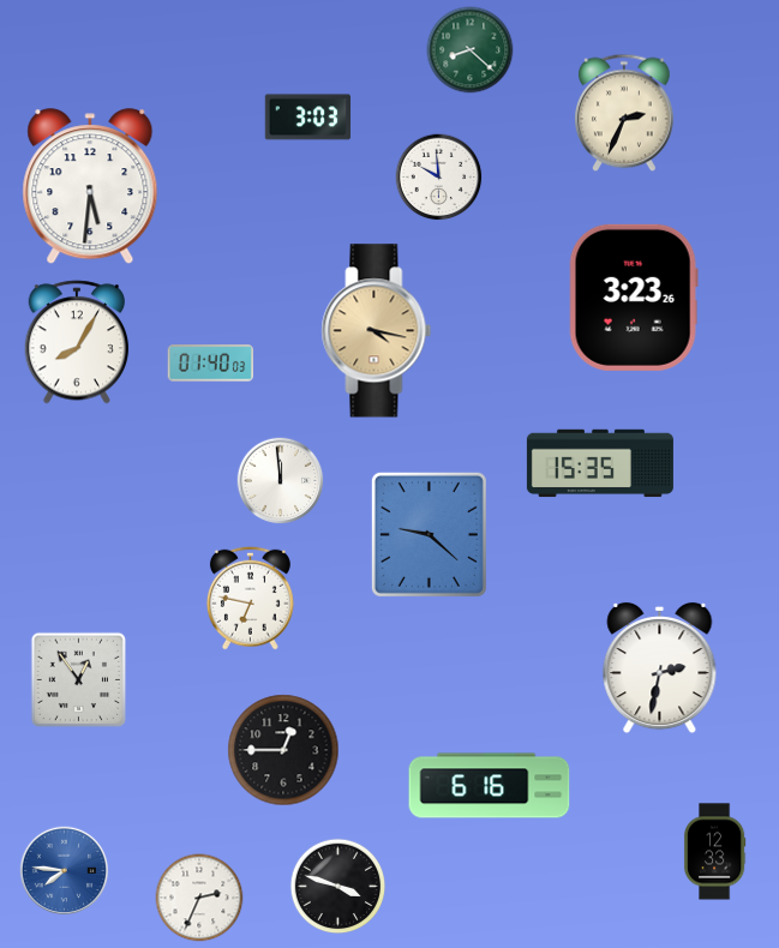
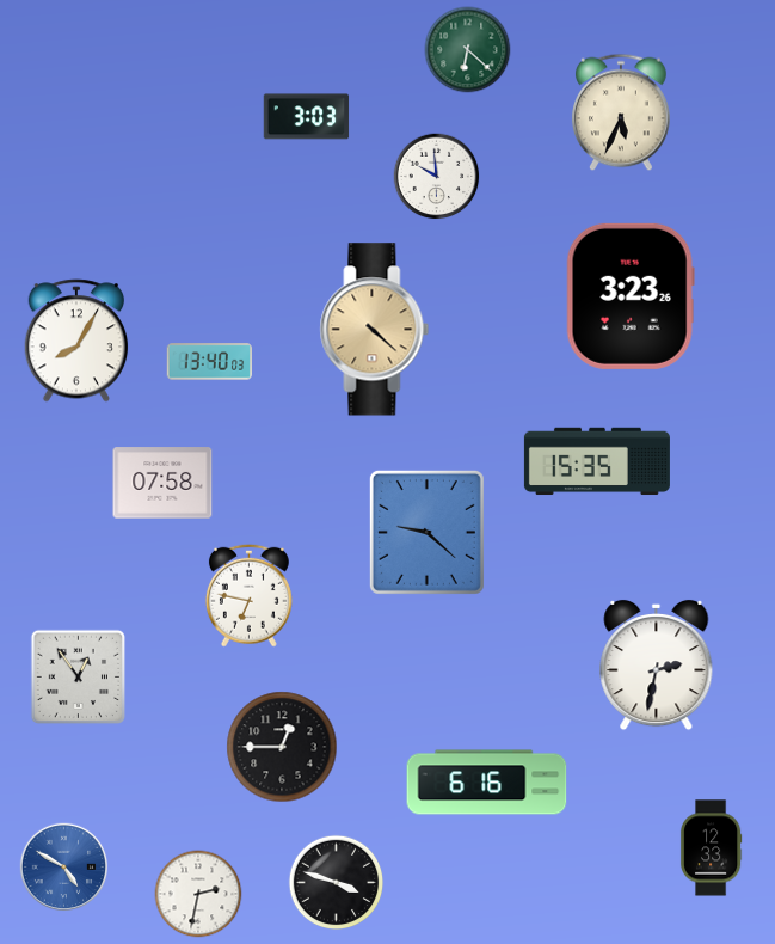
clock at (471, 50): 8:22 -> 6:22
clock at (625, 113): 2:34 -> 5:34
clock at (90, 187): 5:31 -> none
clock at (377, 331): 4:17 -> 4:22
clock at (210, 364): 01:40 -> 13:40
clock at (281, 481): 11:59 -> none
clock at (162, 483): none -> 07:58
clock at (65, 871): 7:46 -> 4:50
clock at (199, 898): 2:34 -> 2:32
